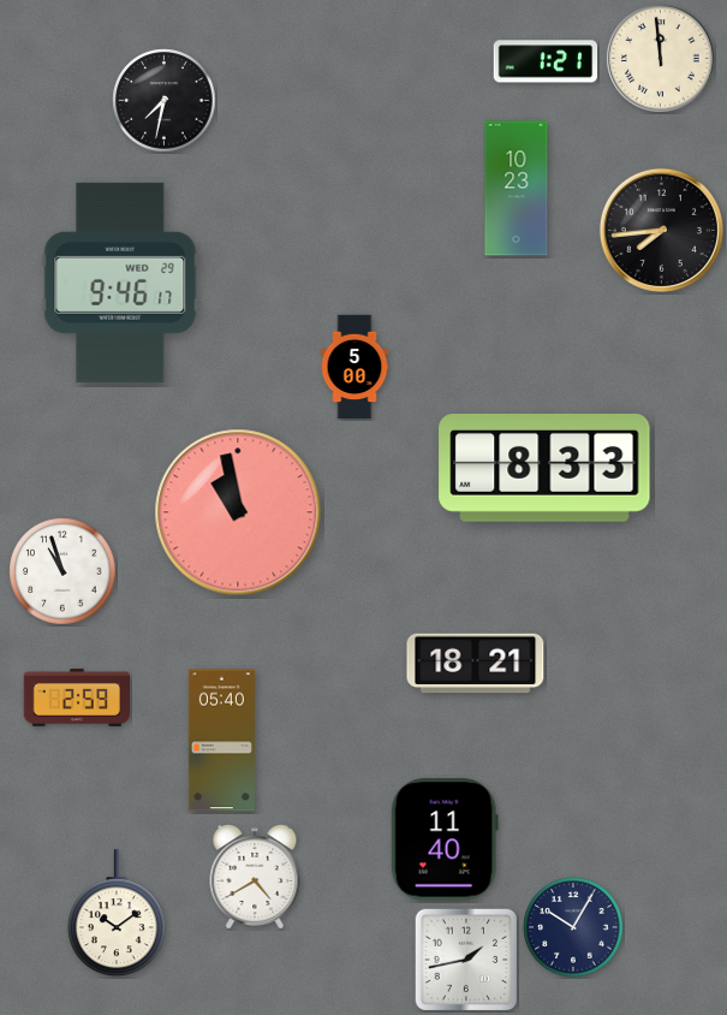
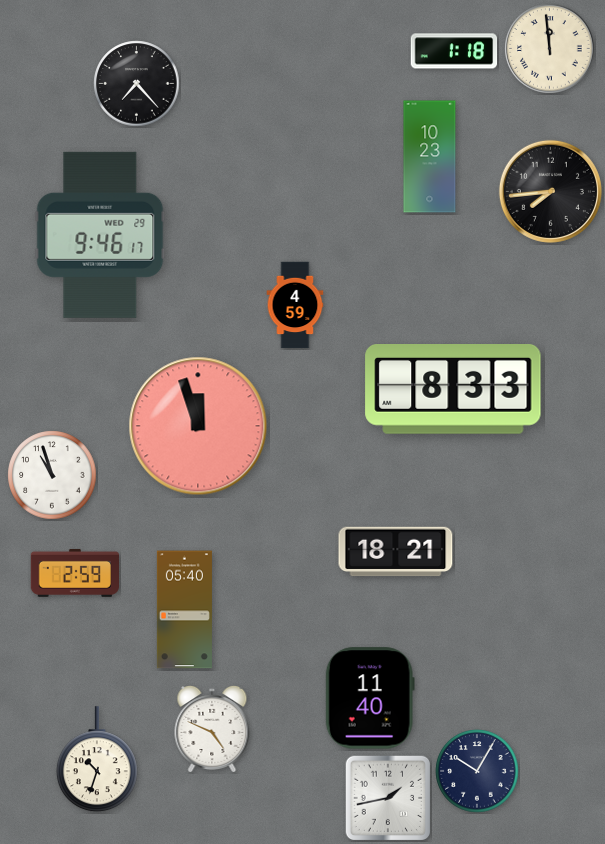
clock at (546, 61): 1:21 -> 1:18
clock at (165, 101): 7:32 -> 7:23
clock at (354, 367): 5:00 -> 4:59
clock at (238, 512): 10:58 -> 11:57
clock at (76, 698) position: (76, 698) -> (74, 573)
clock at (221, 741) position: (221, 741) -> (184, 610)
clock at (255, 877): 4:40 -> 4:49
clock at (117, 914): 10:09 -> 10:33
